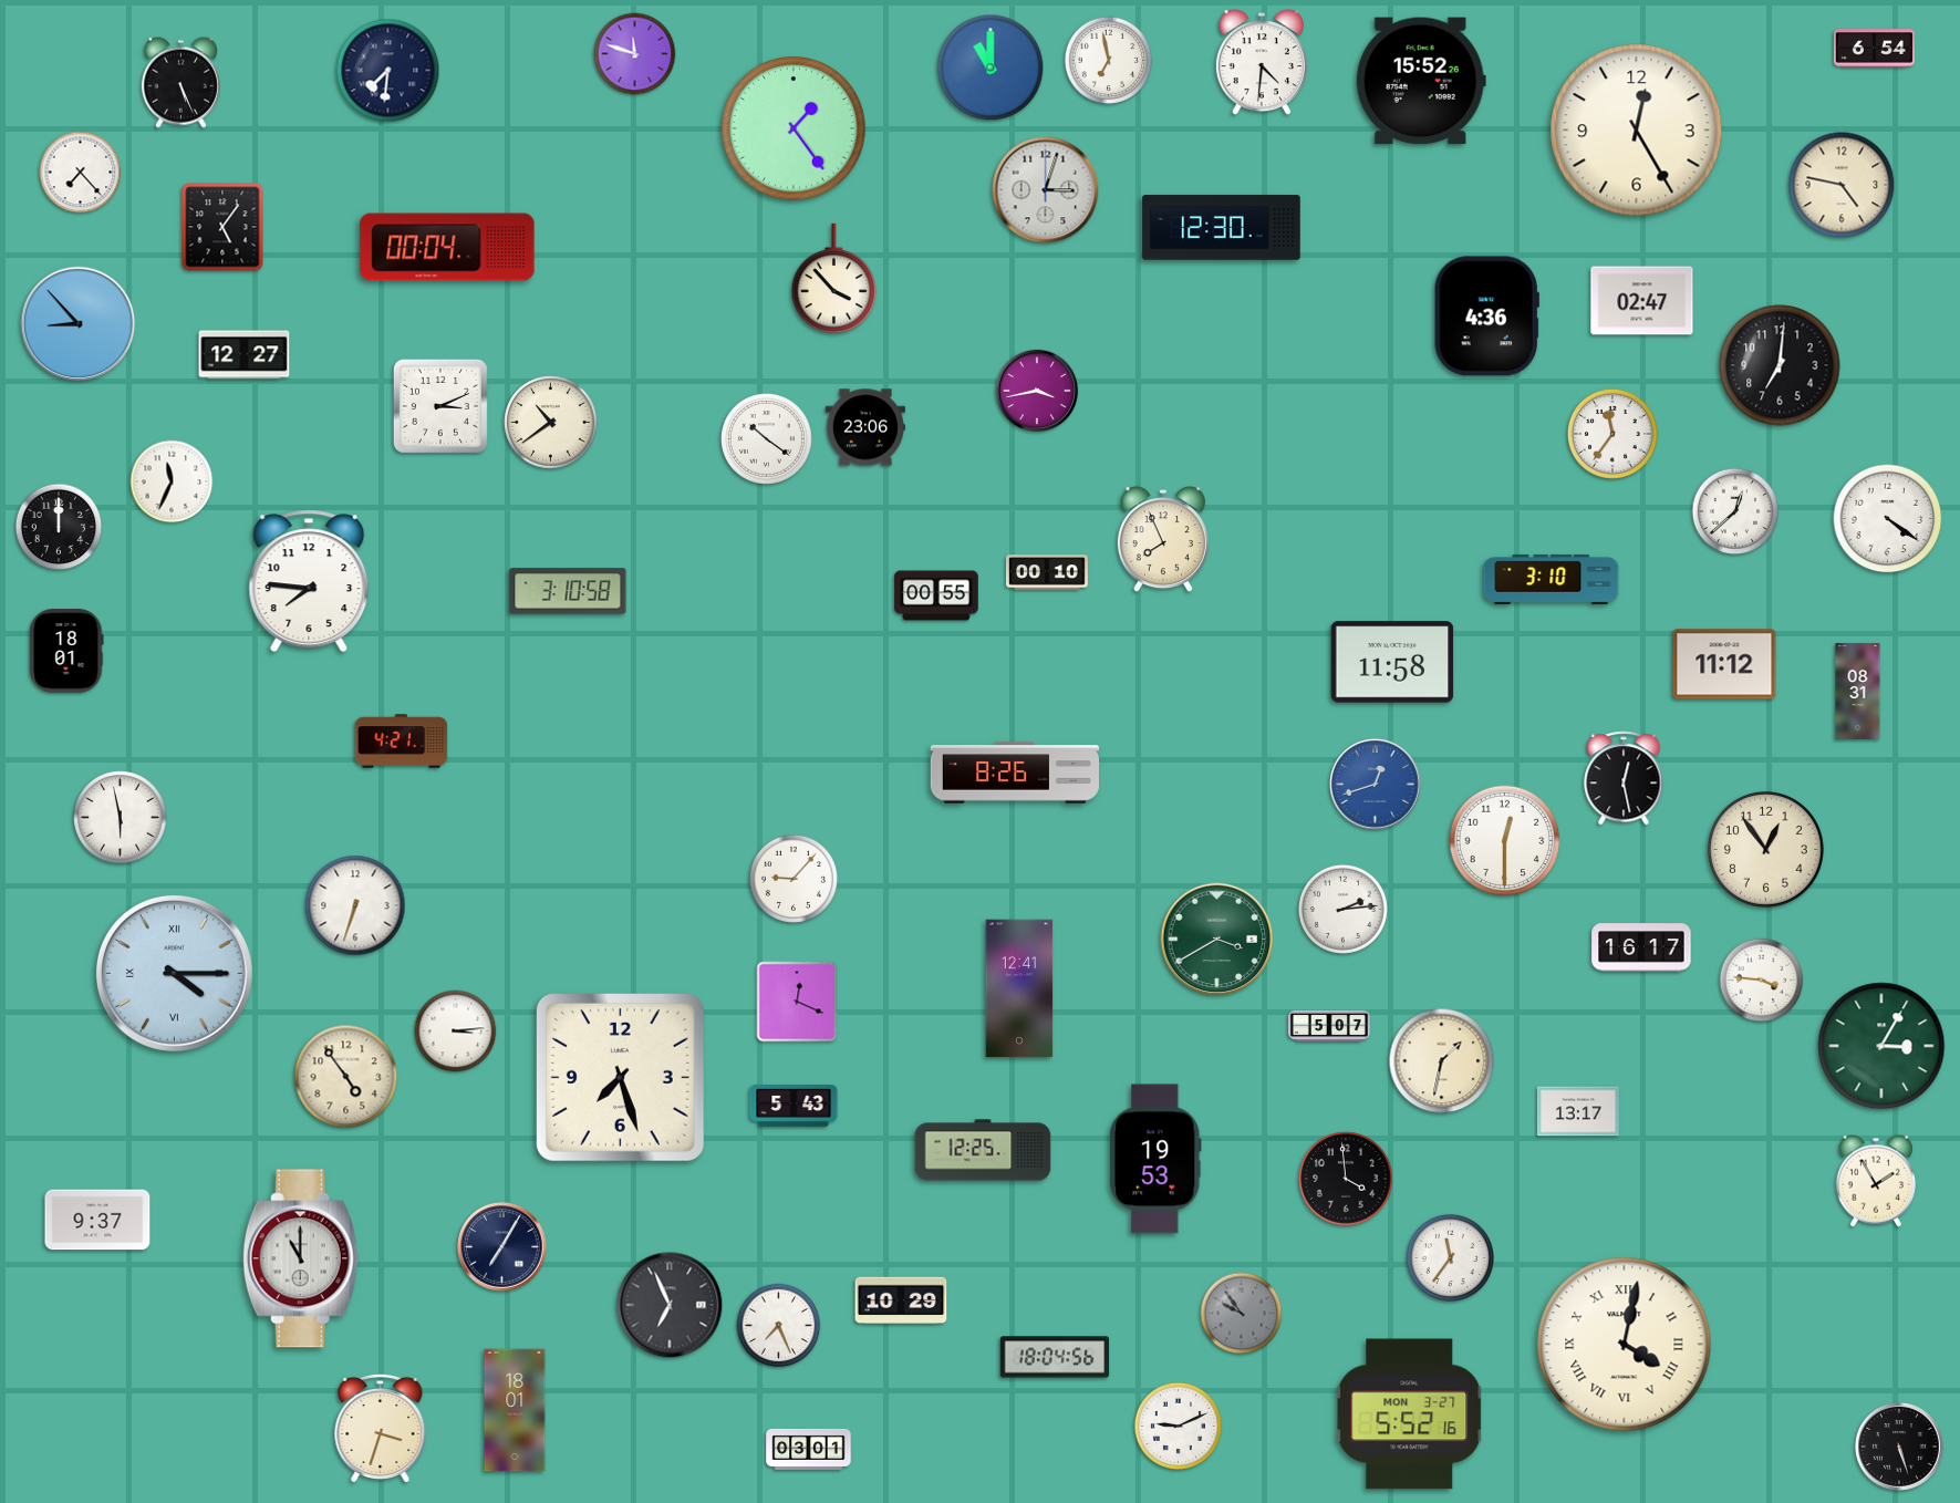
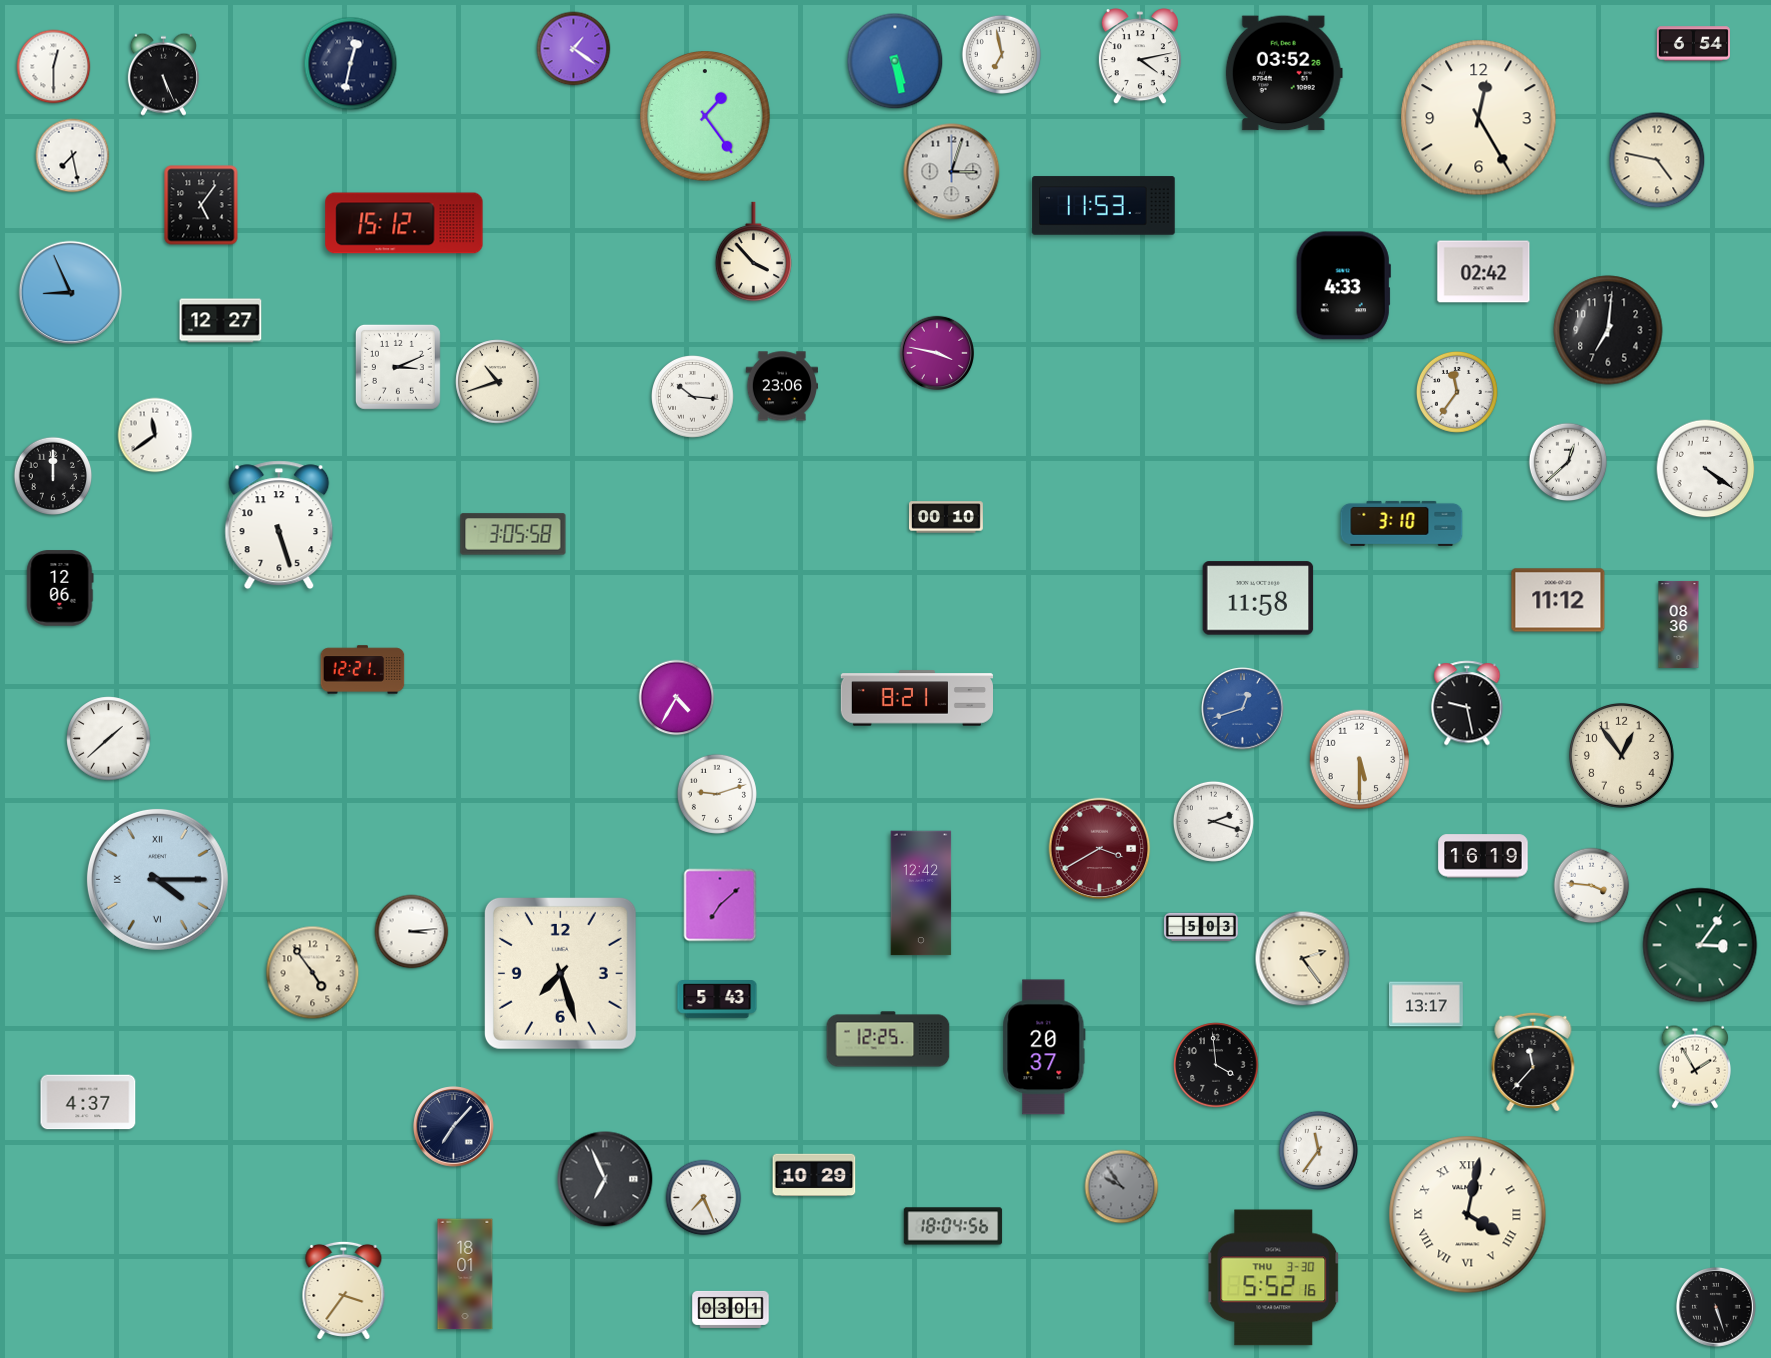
clock at (635, 54): 11:48 -> 1:21
clock at (1262, 63): 4:31 -> 4:13
clock at (991, 68): 11:00 -> 5:28
clock at (388, 71): 7:31 -> 12:32
clock at (54, 67): none -> 12:30
clock at (1421, 81): 15:52 -> 03:52
clock at (794, 128) position: (794, 128) -> (705, 116)
clock at (81, 173): 7:23 -> 7:28
clock at (1842, 185) position: (1842, 185) -> (1657, 160)
clock at (1046, 190) position: (1046, 190) -> (952, 172)
clock at (1222, 228): 12:30 -> 11:53
clock at (447, 247): 00:04 -> 15:12
clock at (1642, 301): 02:47 -> 02:42
clock at (1486, 317): 4:36 -> 4:33
clock at (79, 324): 8:53 -> 8:56
clock at (1036, 390): 3:43 -> 3:47
clock at (551, 423): 10:39 -> 10:42
clock at (767, 439): 10:21 -> 10:16
clock at (172, 481): 11:34 -> 11:39
clock at (1163, 540): 7:56 -> none
clock at (309, 581): 7:46 -> 5:27
clock at (568, 591): 3:10 -> 3:05
clock at (936, 595): 00:55 -> none
clock at (66, 651): 18:01 -> 12:06
clock at (1858, 691): 08:31 -> 08:36
clock at (402, 742): 4:21 -> 12:21
clock at (677, 698): none -> 4:35
clock at (1014, 773): 8:26 -> 8:21
clock at (1624, 778): 12:28 -> 9:28
clock at (121, 818): 5:58 -> 1:38
clock at (1505, 841): 12:30 -> 5:30
clock at (1765, 849) position: (1765, 849) -> (1621, 755)
clock at (794, 879): 9:07 -> 9:12
clock at (355, 905): 6:33 -> none
clock at (1342, 909): 2:14 -> 2:18
clock at (1217, 940) dial: green -> burgundy
clock at (1641, 947): 16:17 -> 16:19
clock at (1019, 988): 12:41 -> 12:42
clock at (797, 1002): 12:19 -> 7:08
clock at (1329, 1025): 5:07 -> 5:03
clock at (1881, 1046): 3:05 -> 3:06
clock at (1442, 1061): 1:32 -> 2:24
clock at (1155, 1159): 19:53 -> 20:37
clock at (1533, 1061): none -> 11:37
clock at (97, 1220): 9:37 -> 4:37
clock at (502, 1247): 7:05 -> 7:07
clock at (1450, 1257) position: (1450, 1257) -> (1318, 1150)
clock at (301, 1258): 11:00 -> none
clock at (1410, 1414) date: MON 3-27 -> THU 3-30
clock at (1178, 1426): 9:11 -> none
clock at (381, 1428): 3:33 -> 3:36
